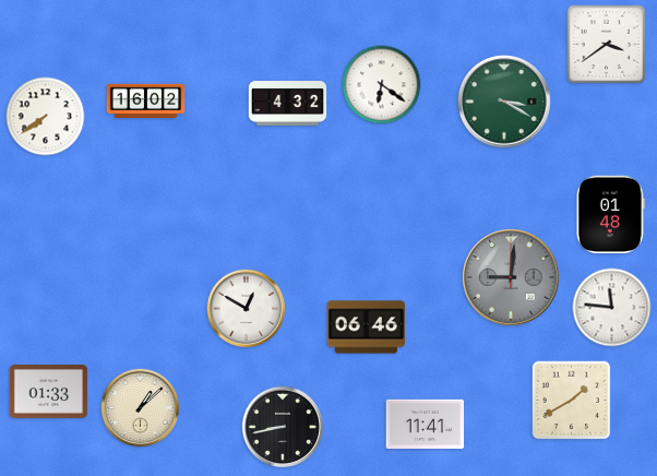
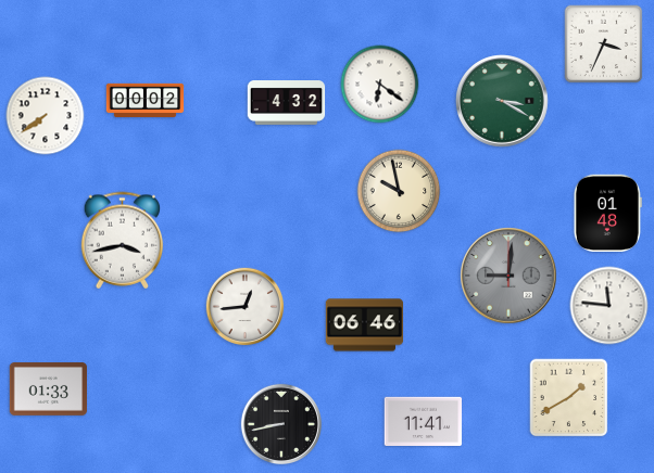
clock at (607, 45): 3:39 -> 3:34
clock at (146, 100): 16:02 -> 00:02
clock at (399, 191): none -> 9:58
clock at (123, 241): none -> 3:43
clock at (247, 309): 12:50 -> 12:44
clock at (141, 408): 1:08 -> none
